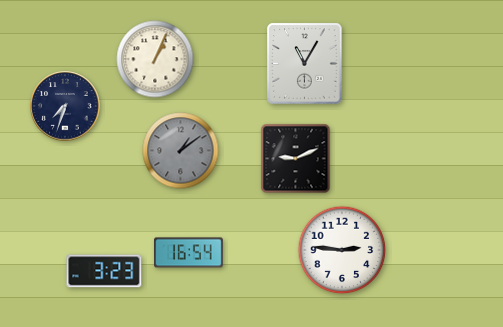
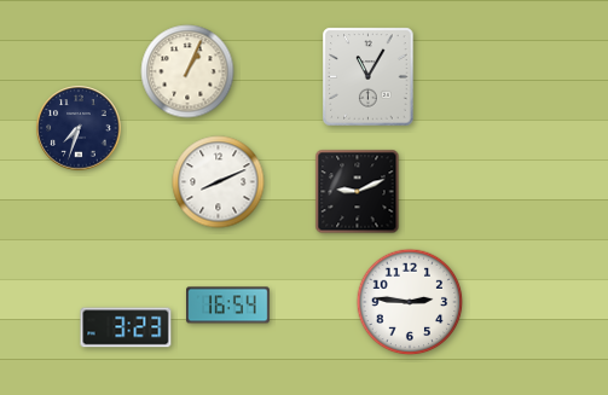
clock at (181, 151): 1:09 -> 8:11
clock at (181, 151) dial: grey -> white
clock at (342, 250) position: (342, 250) -> (410, 302)
